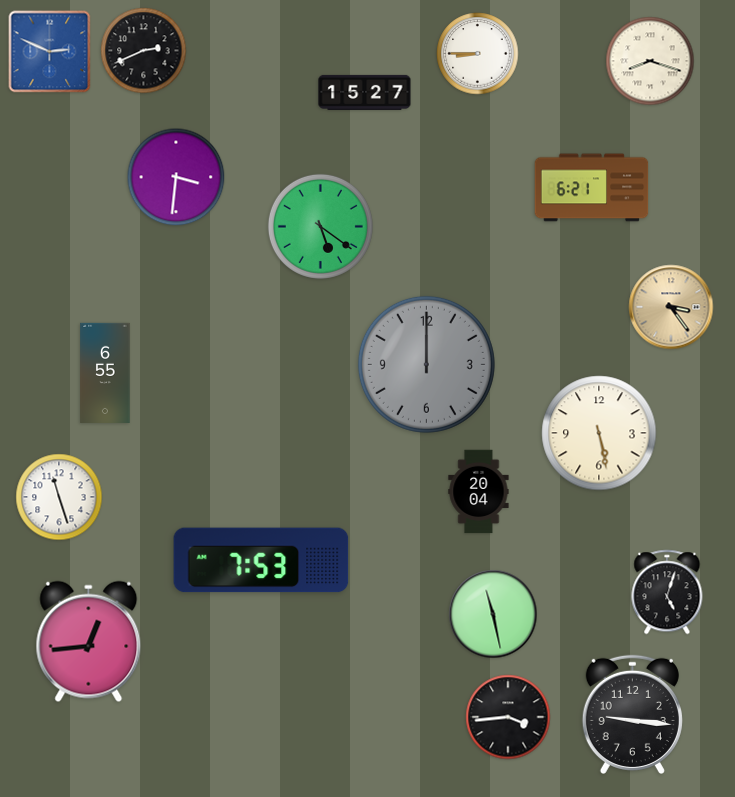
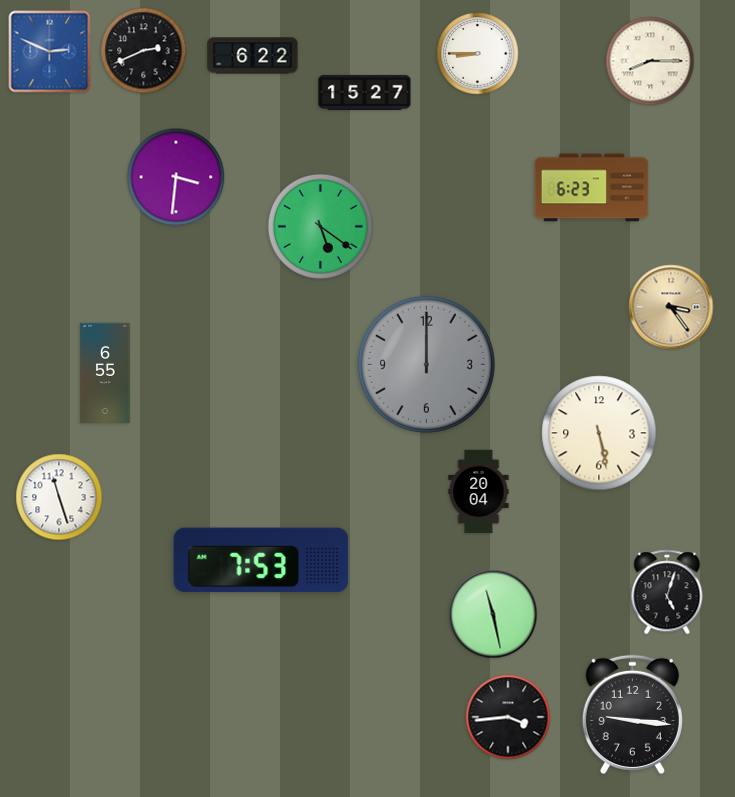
clock at (253, 56): none -> 6:22
clock at (650, 61): 8:18 -> 8:15
clock at (592, 188): 6:21 -> 6:23
clock at (89, 642): 12:44 -> none
